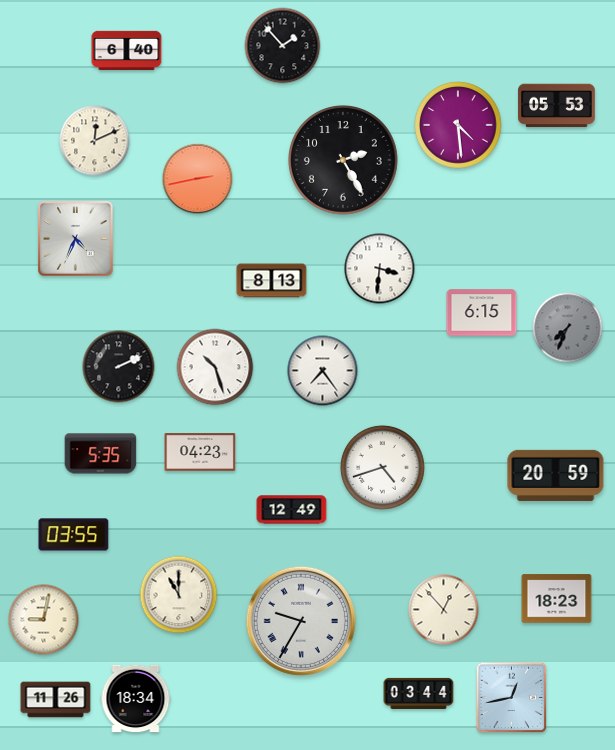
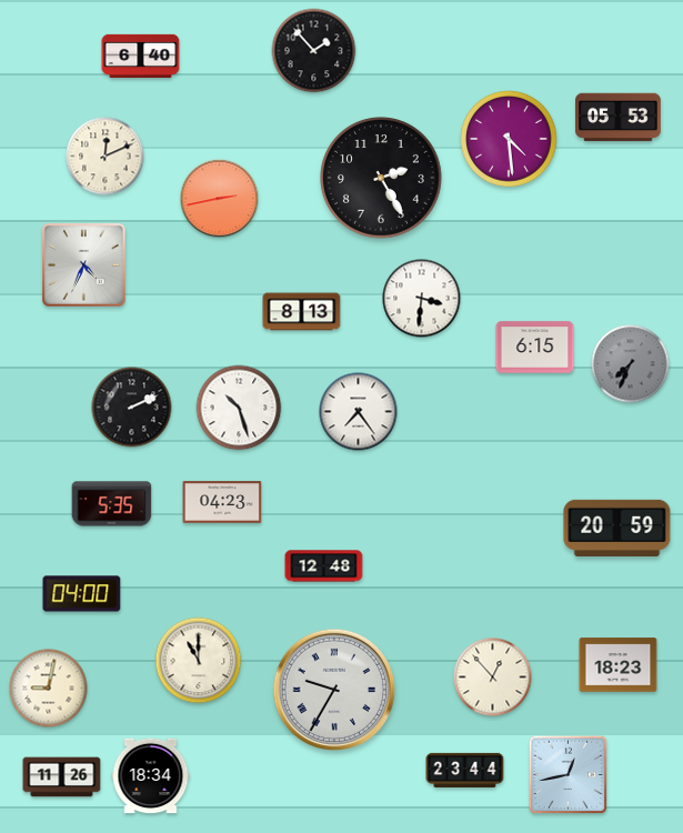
clock at (382, 467): 4:42 -> none
clock at (292, 510): 12:49 -> 12:48
clock at (74, 535): 03:55 -> 04:00
clock at (419, 693): 03:44 -> 23:44
